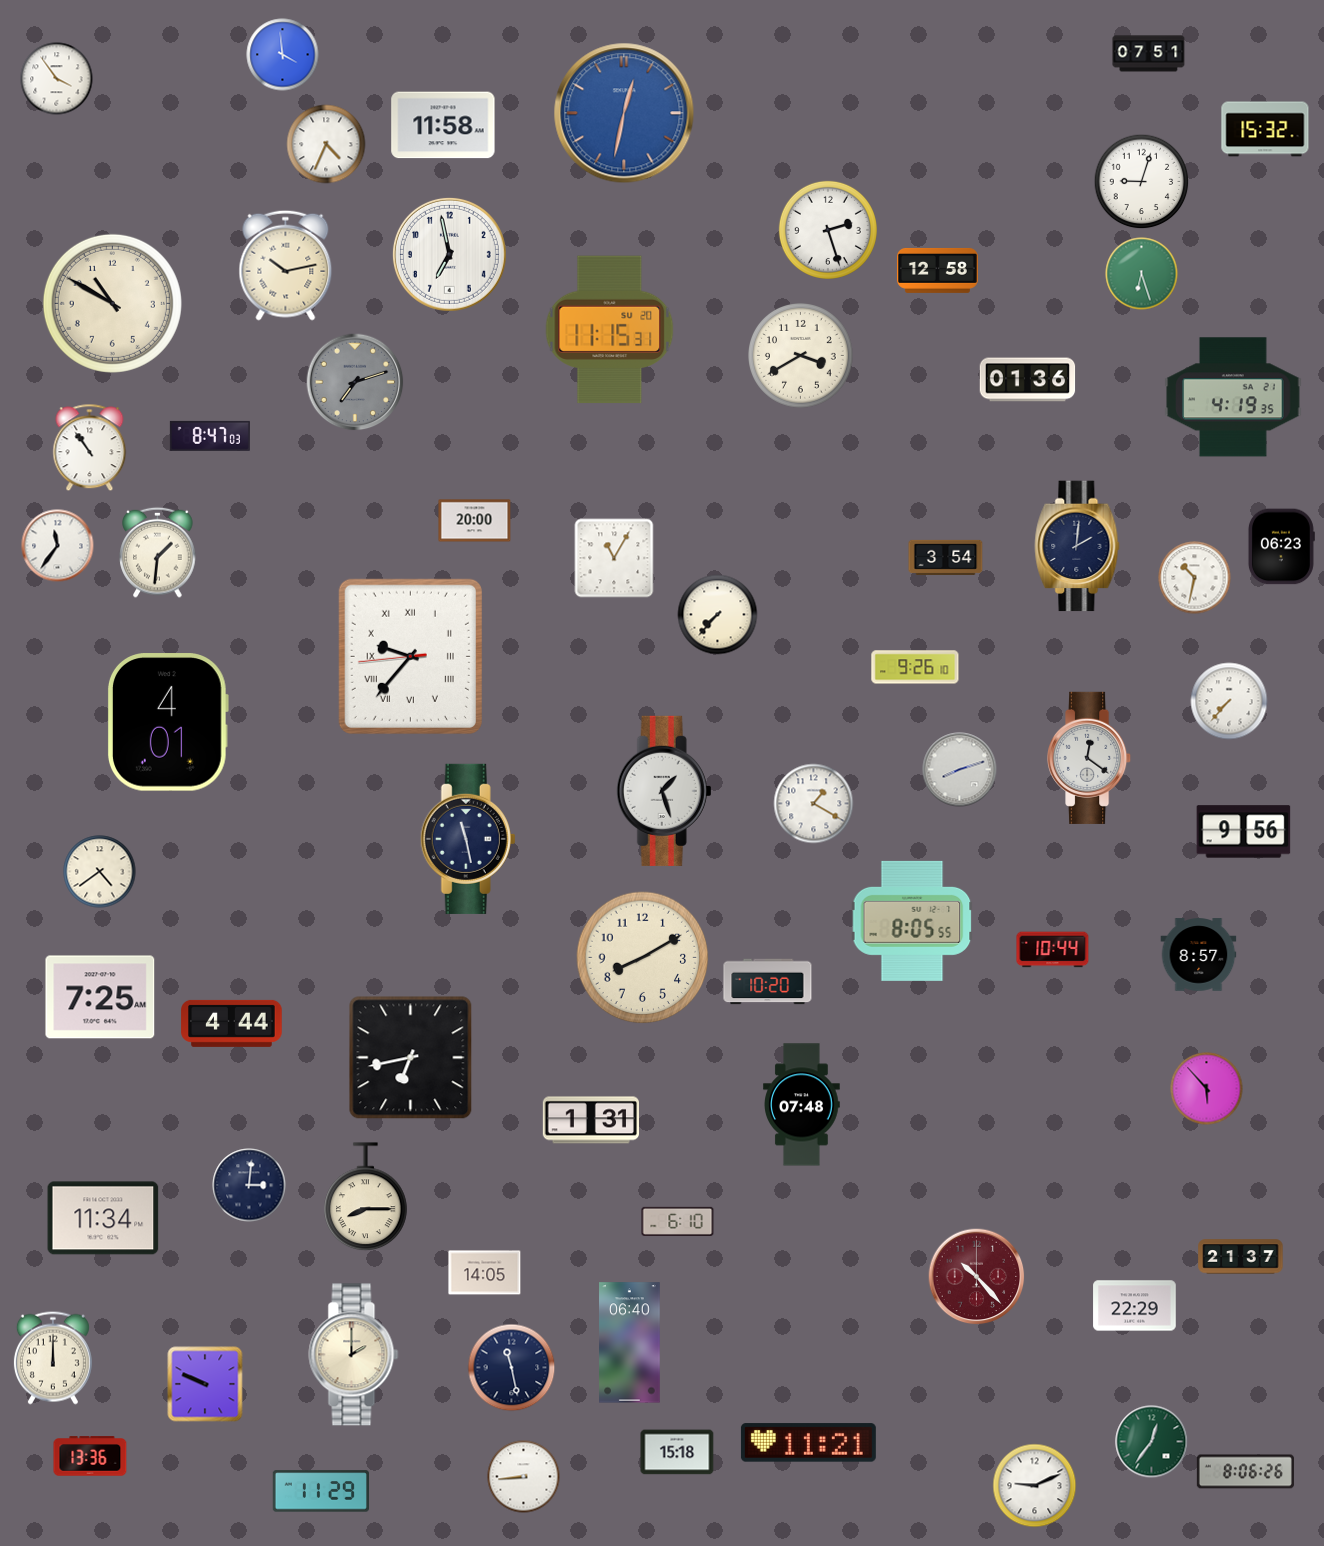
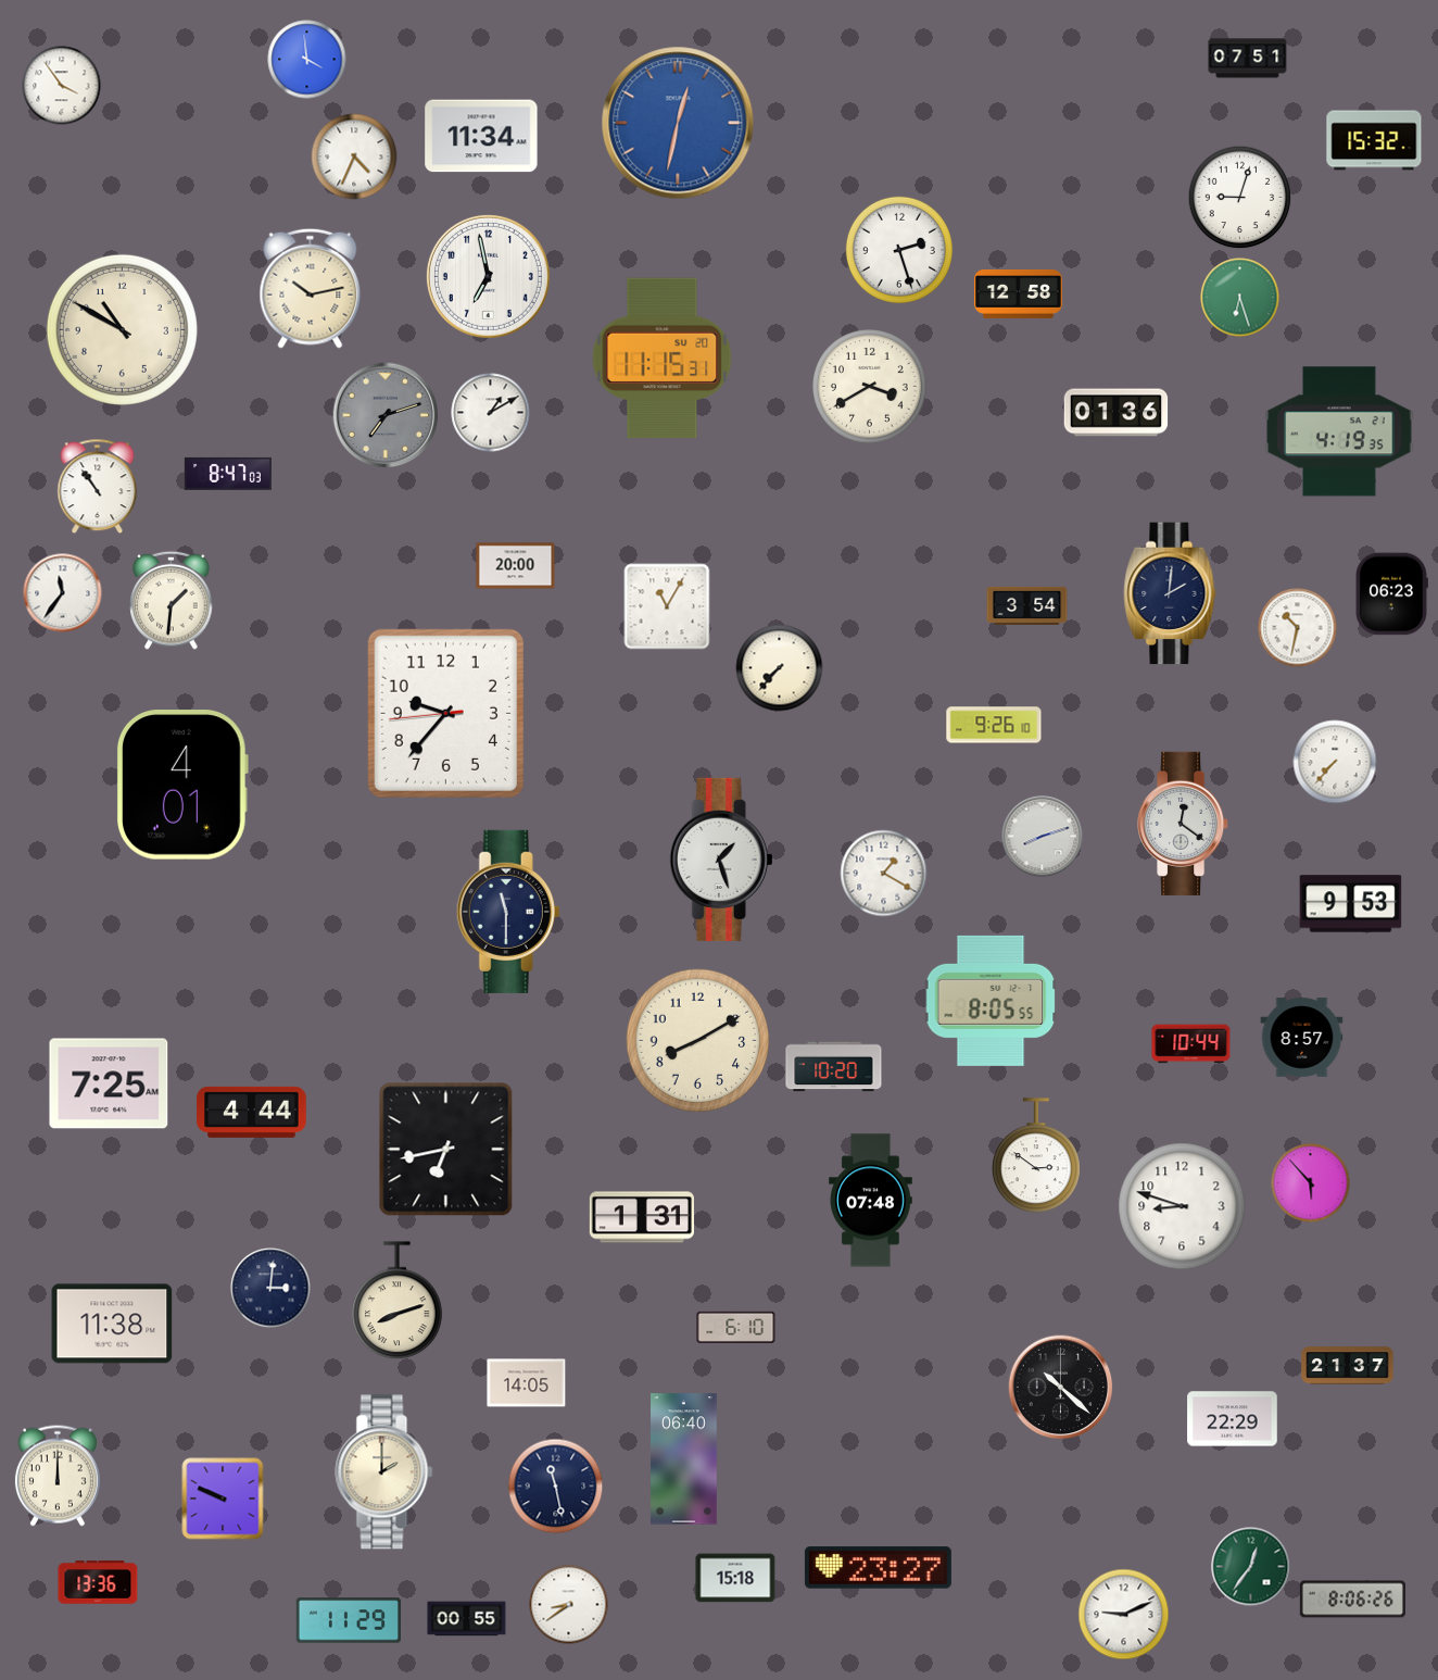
clock at (443, 125): 11:58 -> 11:34
clock at (491, 413): none -> 1:10
clock at (410, 656) numerals: Roman -> Arabic
clock at (1244, 832): 9:56 -> 9:53
clock at (468, 839): 11:28 -> 11:30
clock at (100, 872): 4:39 -> none
clock at (1053, 950) position: (1053, 950) -> (1191, 1044)
clock at (1037, 1156): none -> 2:51
clock at (1182, 1206): none -> 8:48
clock at (366, 1197): 8:15 -> 8:12
clock at (103, 1218): 11:34 -> 11:38
clock at (977, 1277): 10:23 -> 10:22
clock at (977, 1277) dial: burgundy -> black
clock at (205, 1384) position: (205, 1384) -> (223, 1499)
clock at (808, 1443): 11:21 -> 23:27
clock at (524, 1477): 8:44 -> 8:39
clock at (467, 1619): none -> 00:55
